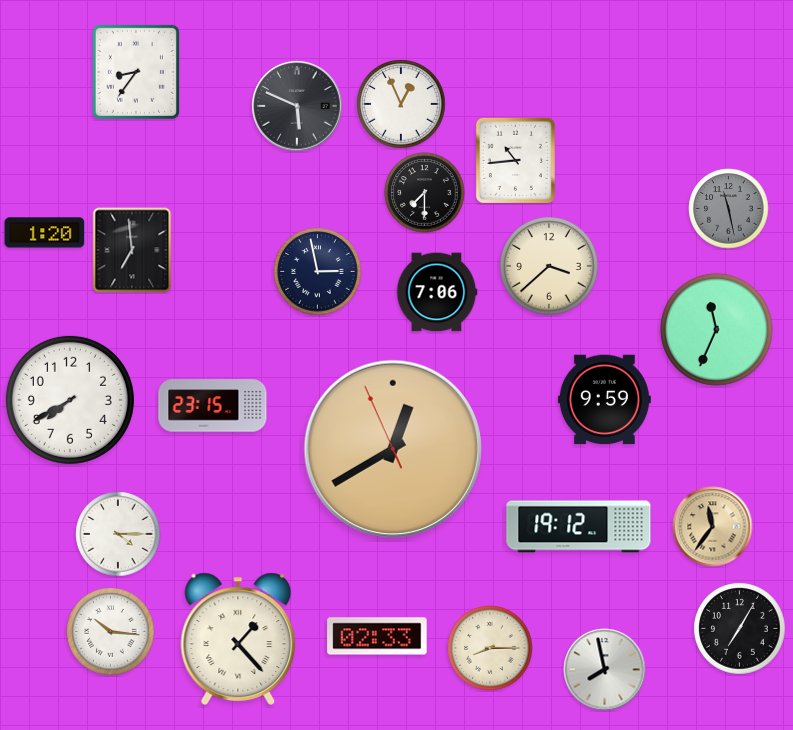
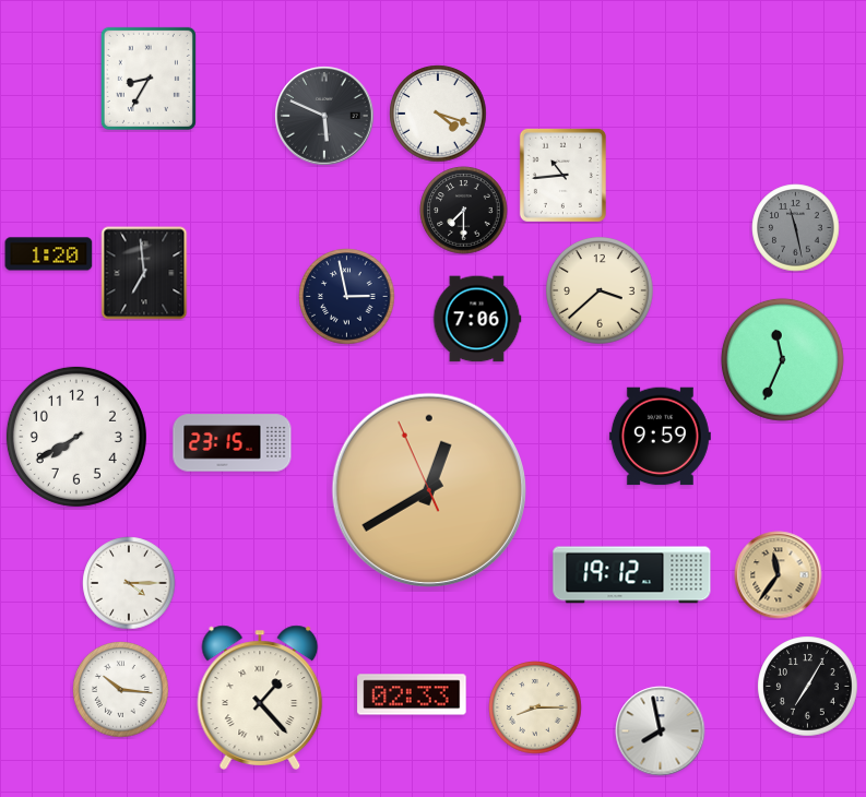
clock at (136, 72): 8:36 -> 8:35
clock at (401, 104): 12:56 -> 4:18
